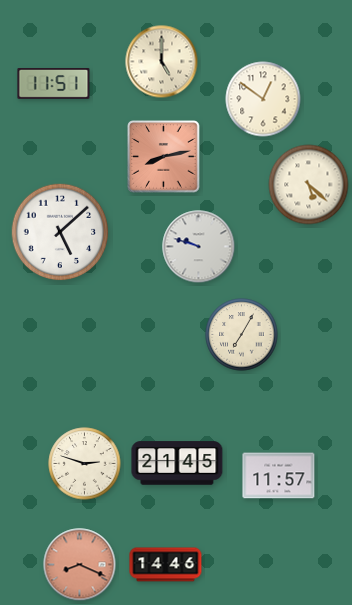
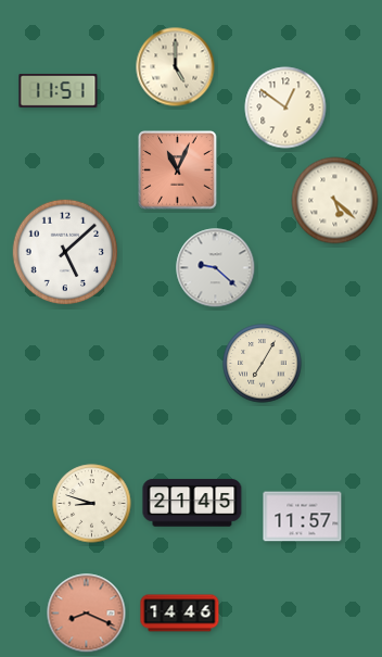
clock at (164, 157): 8:13 -> 11:04
clock at (199, 247): 9:48 -> 9:22
clock at (85, 464): 2:48 -> 8:48
